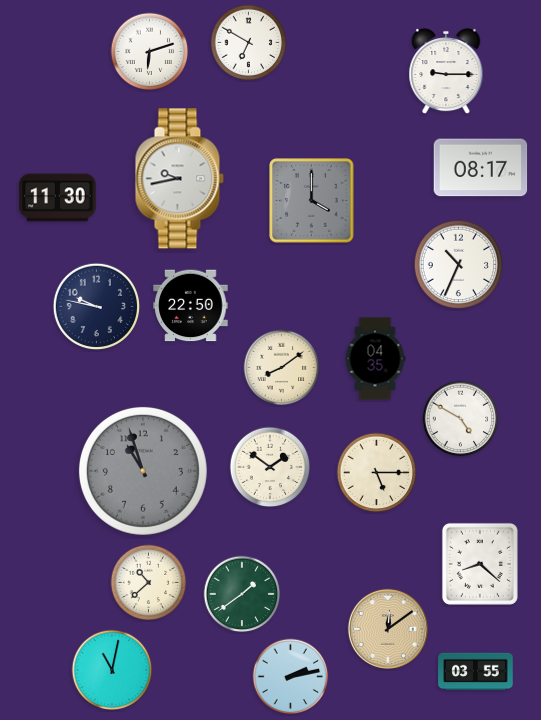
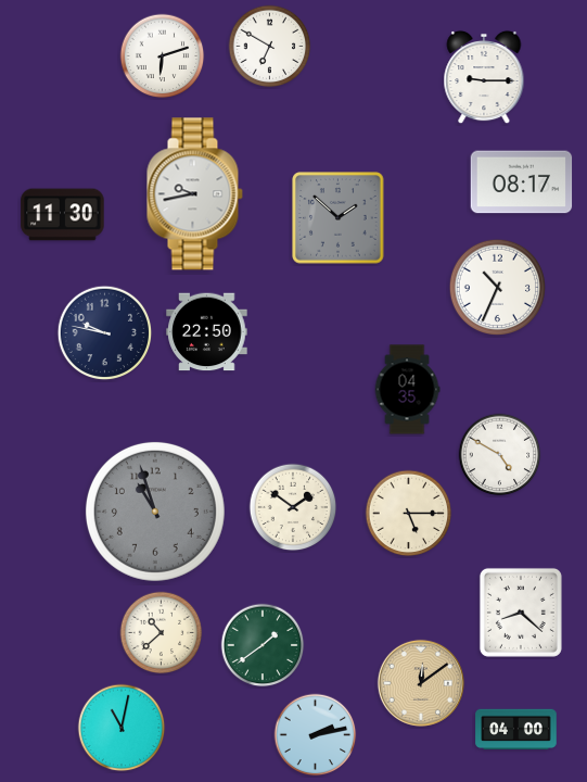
clock at (312, 201): 4:00 -> 1:52
clock at (282, 368): 8:09 -> none
clock at (476, 672): 03:55 -> 04:00
